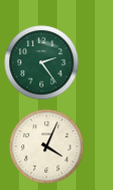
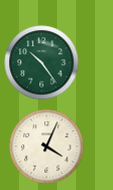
clock at (42, 63): 2:24 -> 10:24
